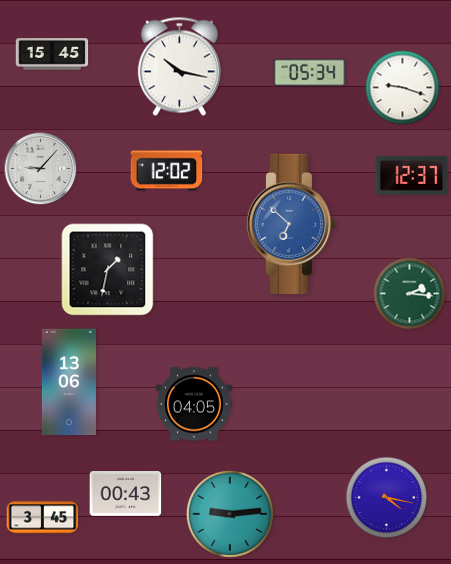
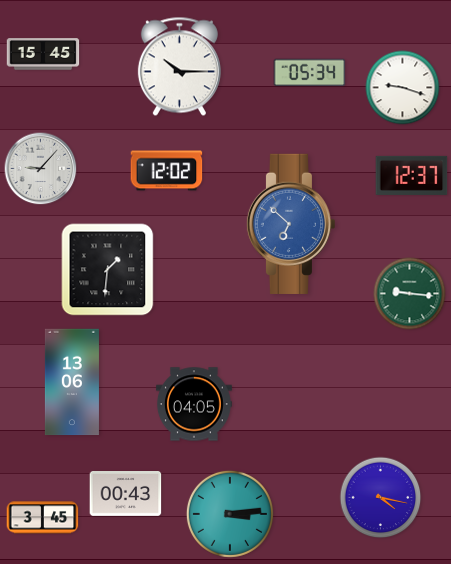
clock at (52, 54) position: (52, 54) -> (43, 54)
clock at (179, 67): 10:17 -> 10:15
clock at (108, 270): 1:32 -> 1:31
clock at (410, 294): 2:16 -> 9:16
clock at (69, 382) position: (69, 382) -> (72, 382)
clock at (387, 498) position: (387, 498) -> (381, 498)
clock at (230, 514): 9:14 -> 3:14
